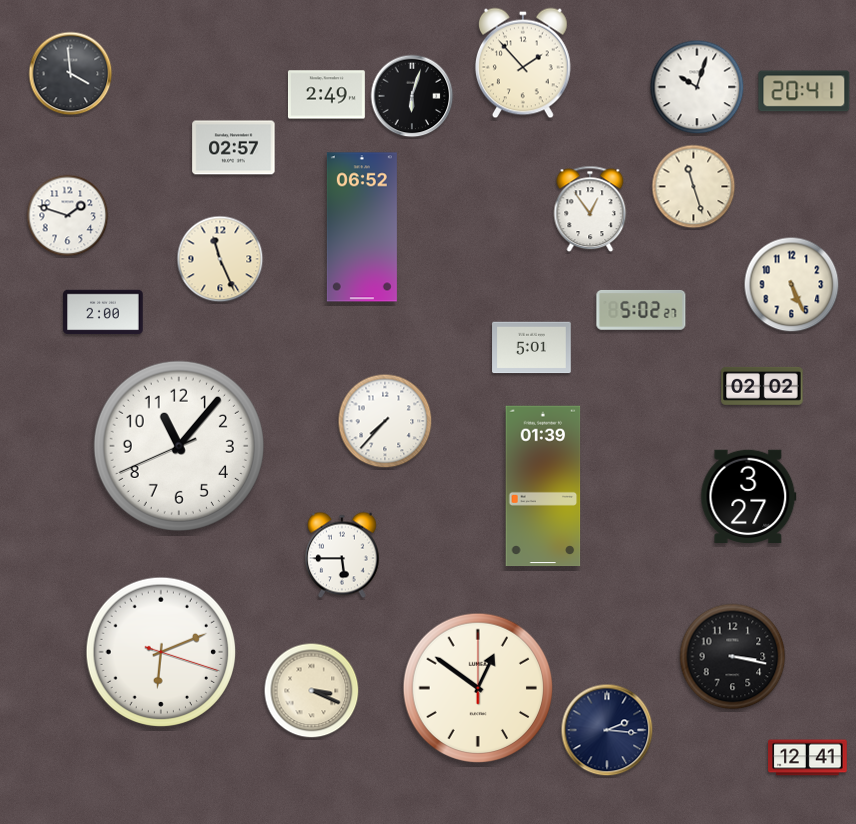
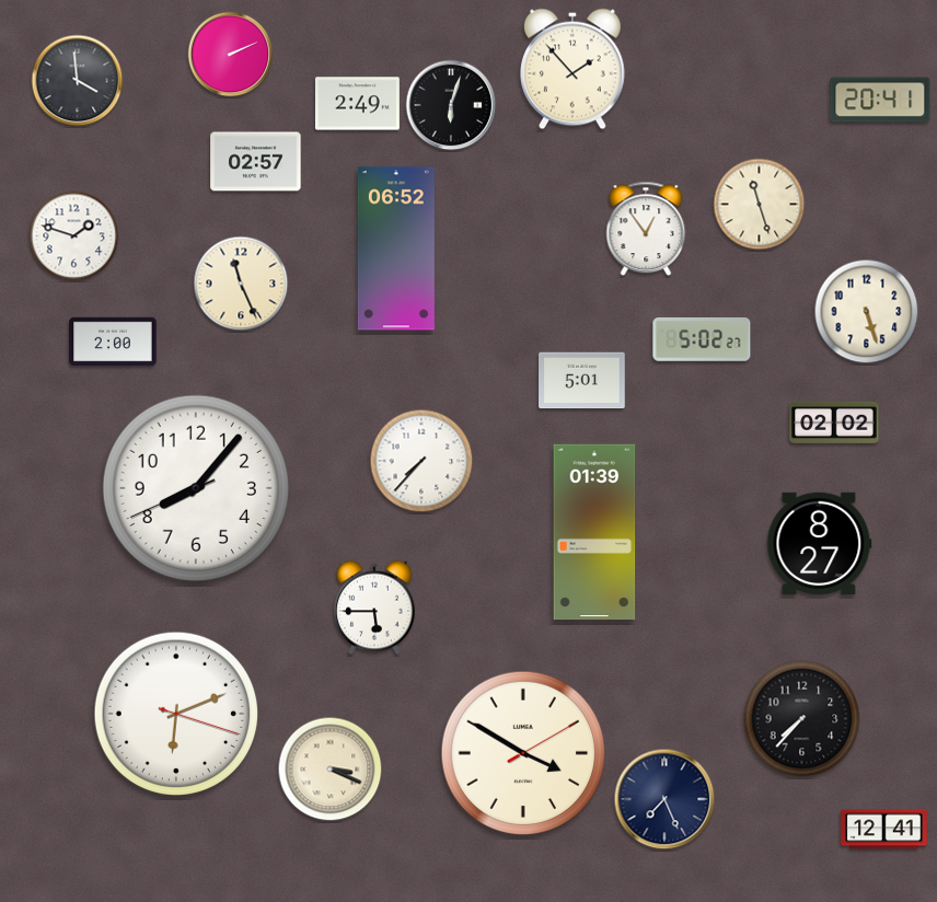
clock at (231, 55): none -> 2:11
clock at (697, 87): 10:03 -> none
clock at (792, 285): 5:26 -> 5:27
clock at (179, 446): 11:06 -> 8:06
clock at (749, 497): 3:27 -> 8:27
clock at (733, 657): 3:17 -> 7:37
clock at (478, 688): 12:51 -> 3:50
clock at (312, 691) position: (312, 691) -> (331, 770)
clock at (607, 730): 2:16 -> 7:26
